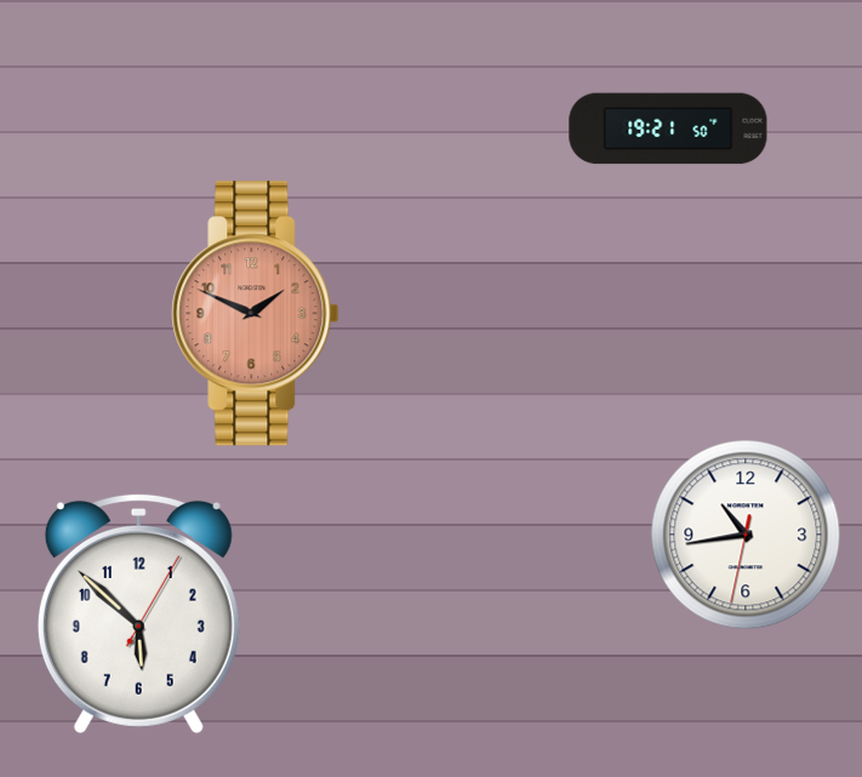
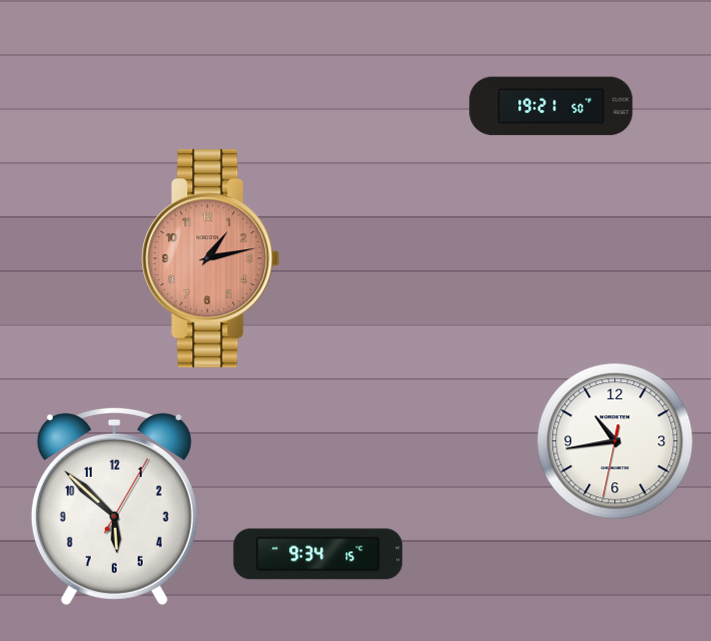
clock at (256, 314): 1:49 -> 1:13
clock at (318, 554): none -> 9:34
